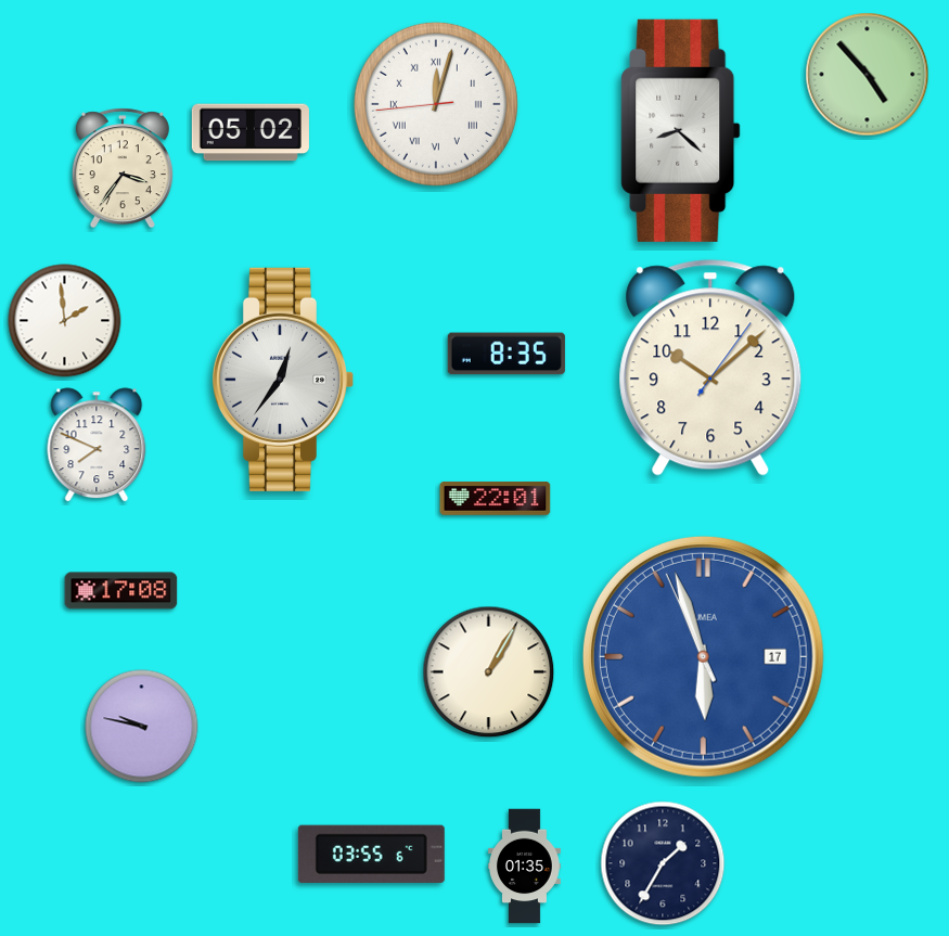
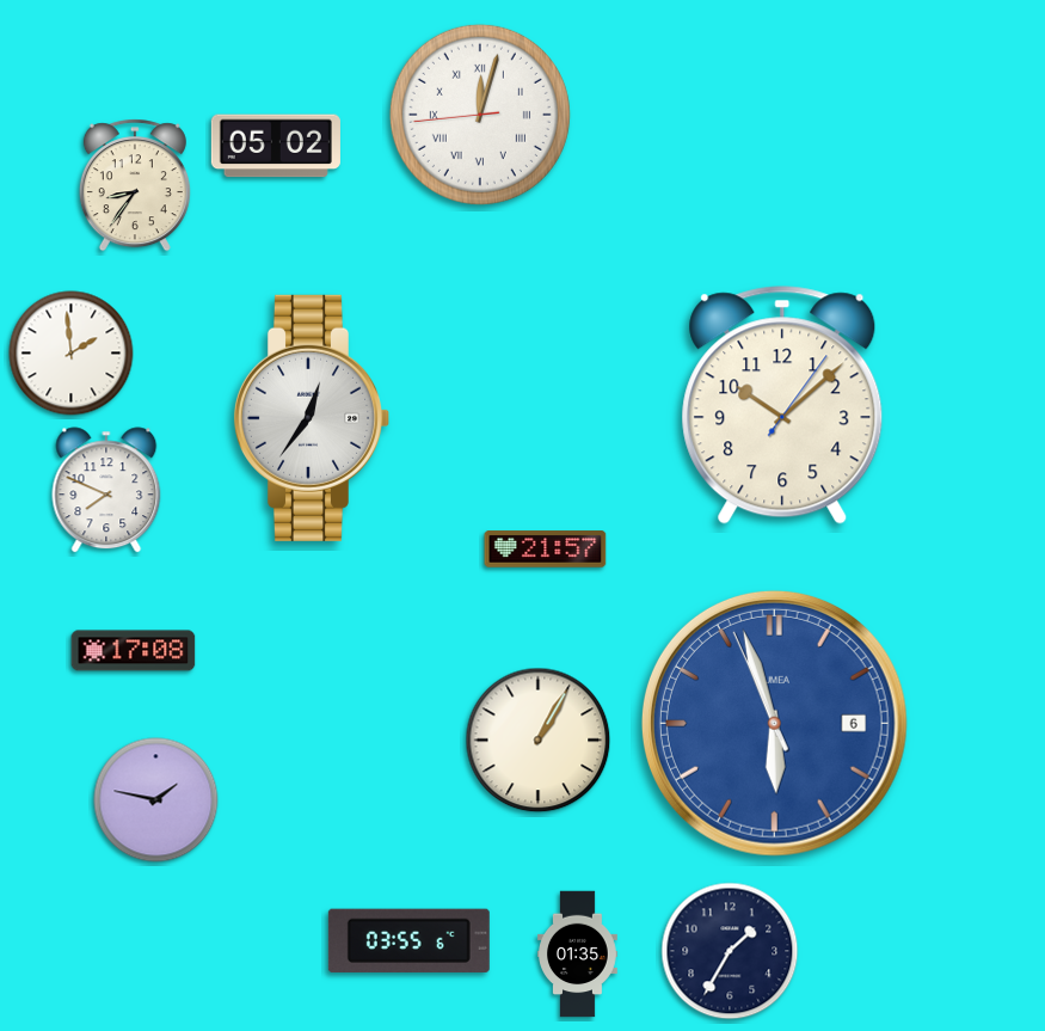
clock at (868, 75): 4:53 -> none
clock at (681, 130): 8:22 -> none
clock at (123, 168): 3:36 -> 8:36
clock at (506, 354): 8:35 -> none
clock at (496, 499): 22:01 -> 21:57
clock at (703, 656) date: 17 -> 6
clock at (142, 727): 9:47 -> 1:47
